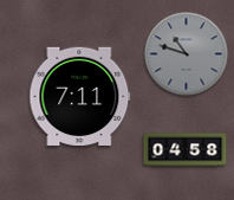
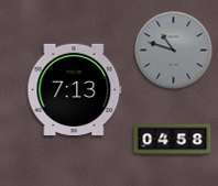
clock at (80, 96): 7:11 -> 7:13
